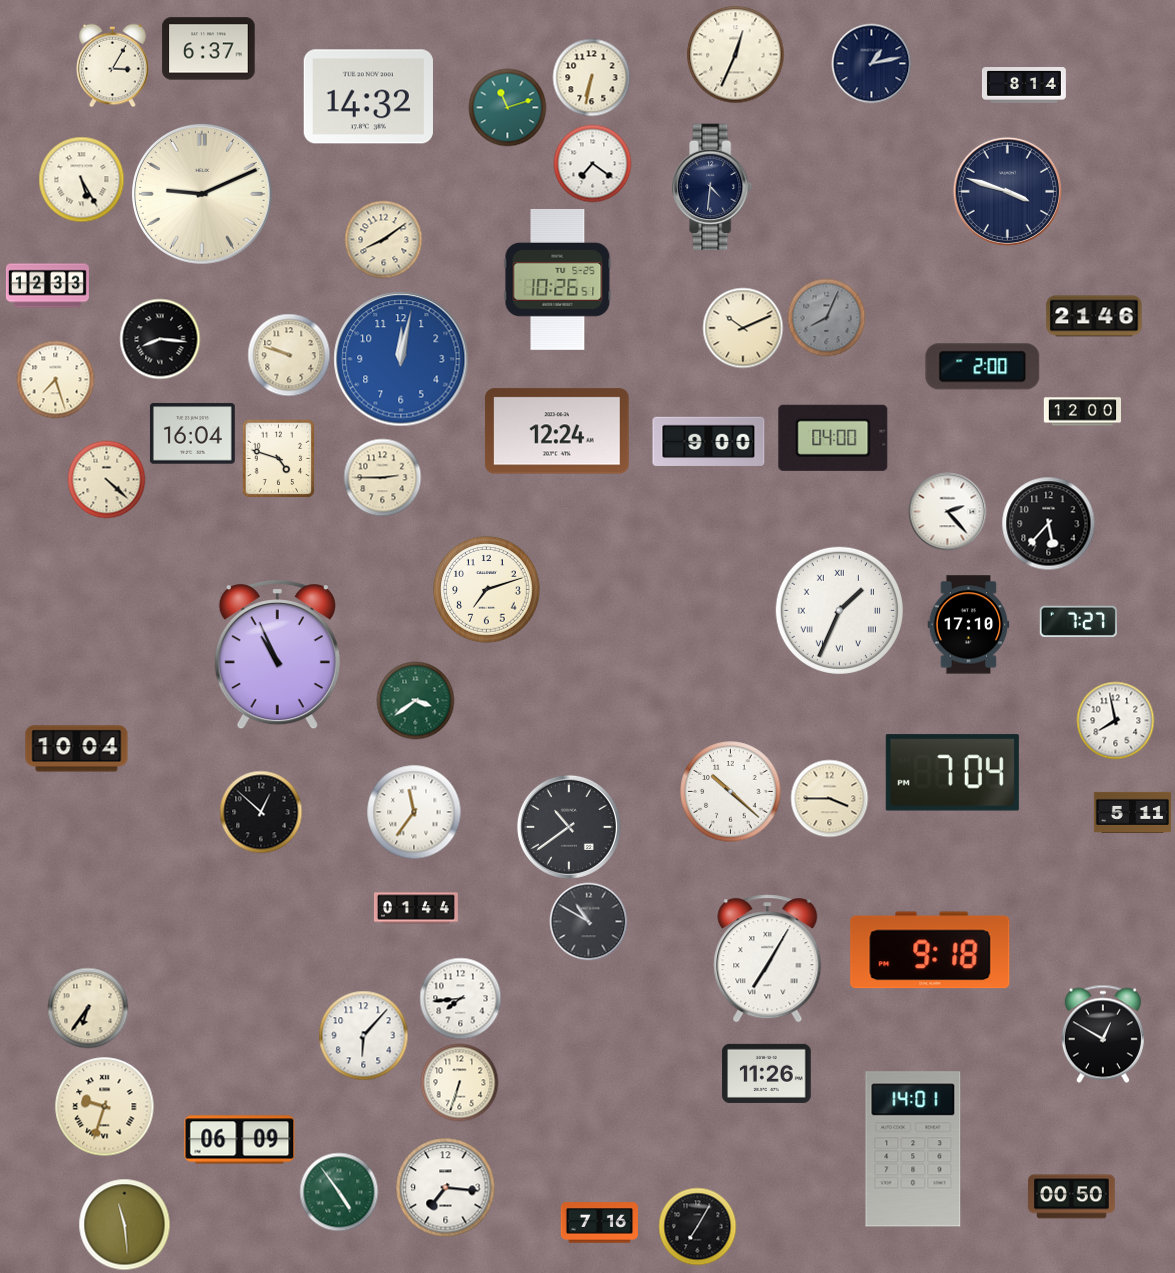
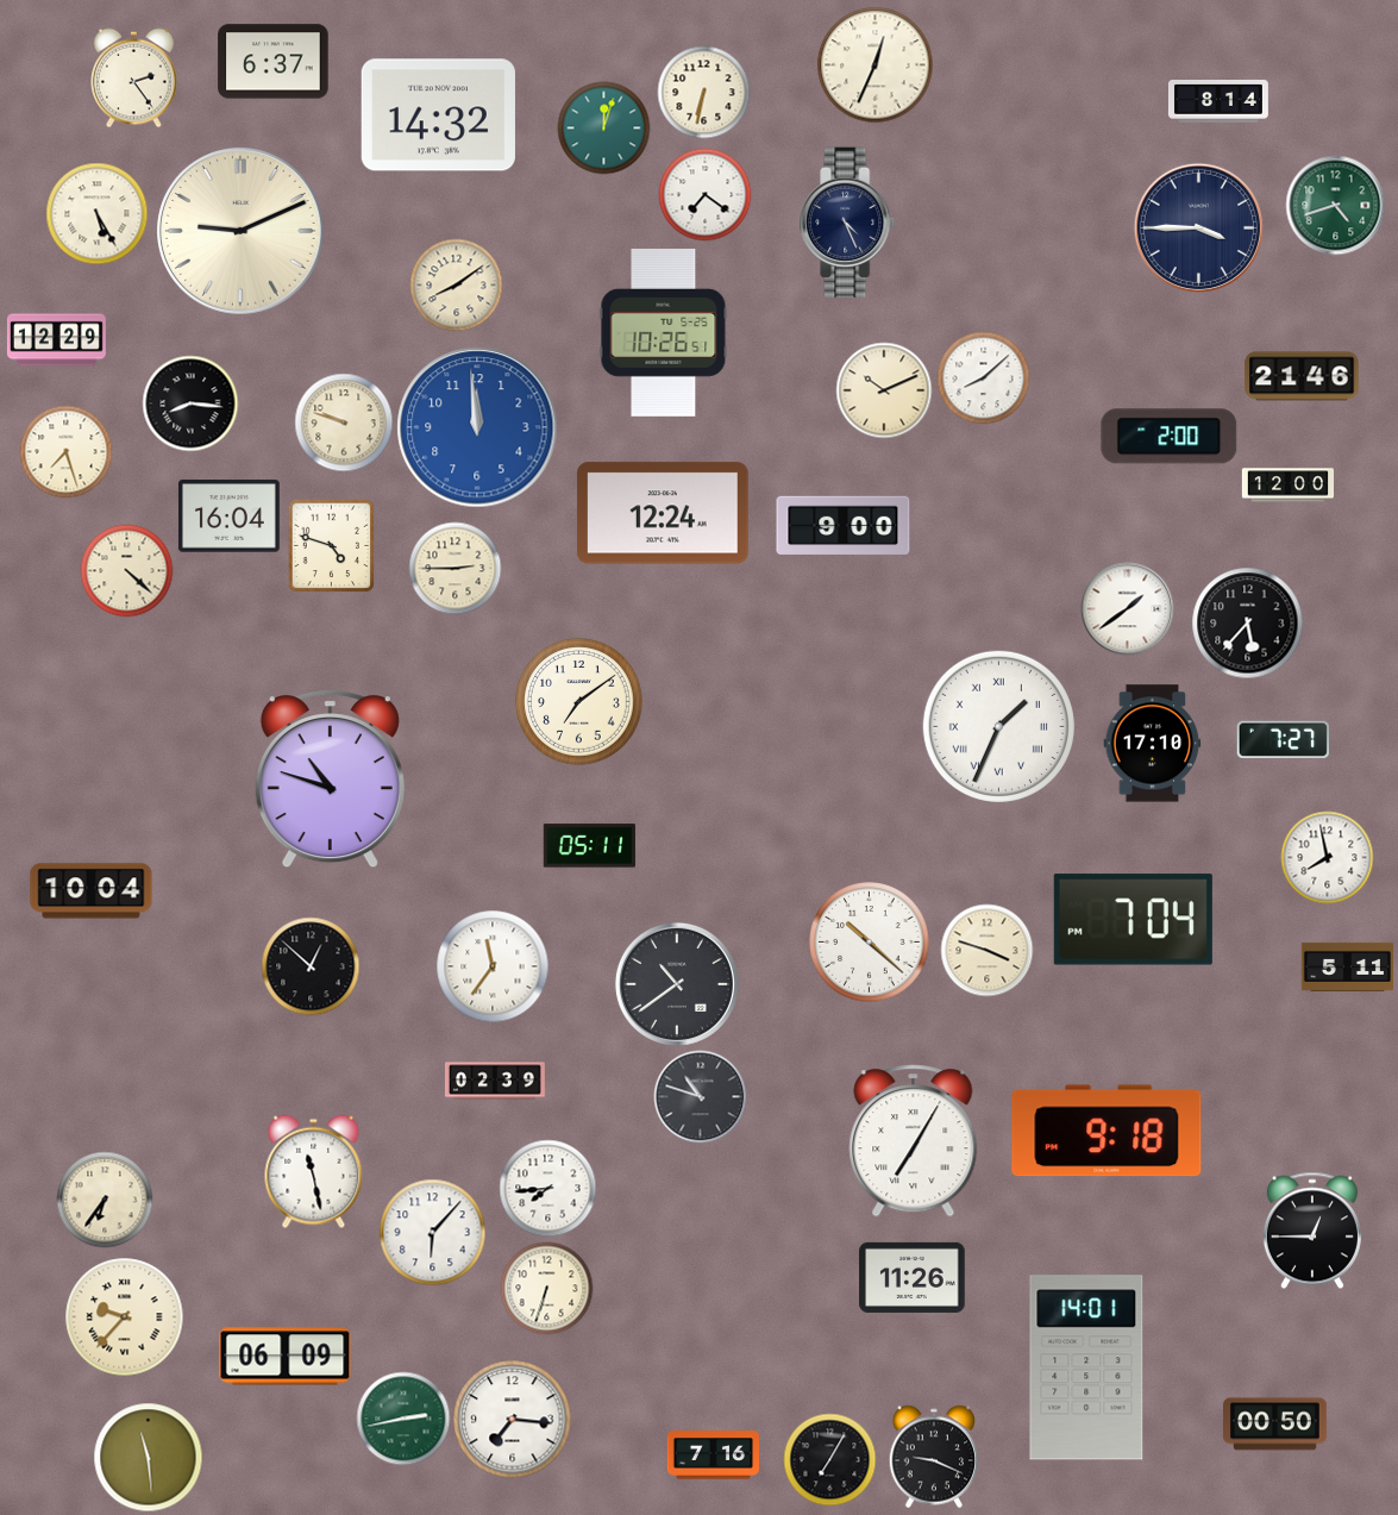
clock at (209, 49) position: (209, 49) -> (274, 62)
clock at (871, 63): 1:13 -> none
clock at (113, 65): 3:05 -> 2:24
clock at (507, 107): 11:12 -> 12:03
clock at (1335, 205): none -> 4:42
clock at (713, 187): 4:31 -> 4:26
clock at (1007, 191): 3:48 -> 3:45
clock at (47, 286): 12:33 -> 12:29
clock at (826, 317): 8:04 -> 8:08
clock at (826, 317) dial: grey -> white
clock at (401, 359): 12:02 -> 11:59
clock at (1082, 412) position: (1082, 412) -> (1287, 486)
clock at (833, 438): 04:00 -> none
clock at (947, 511): 2:23 -> 1:39
clock at (487, 590): 7:12 -> 7:09
clock at (277, 655): 10:56 -> 10:48
clock at (415, 700): 3:39 -> none
clock at (589, 846): none -> 05:11
clock at (829, 798): 3:45 -> 3:48
clock at (416, 908): 01:44 -> 02:39
clock at (588, 921): 10:50 -> 10:48
clock at (314, 1171): none -> 11:28
clock at (1103, 1034): 12:50 -> 12:45
clock at (105, 1107): 9:33 -> 9:37
clock at (446, 1188) position: (446, 1188) -> (513, 1420)
clock at (339, 1192): 4:54 -> 2:43
clock at (934, 1457): none -> 9:19
